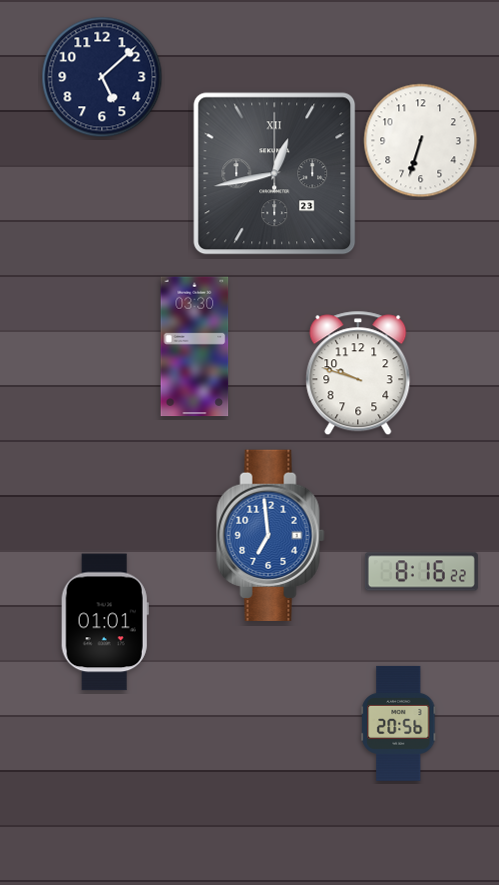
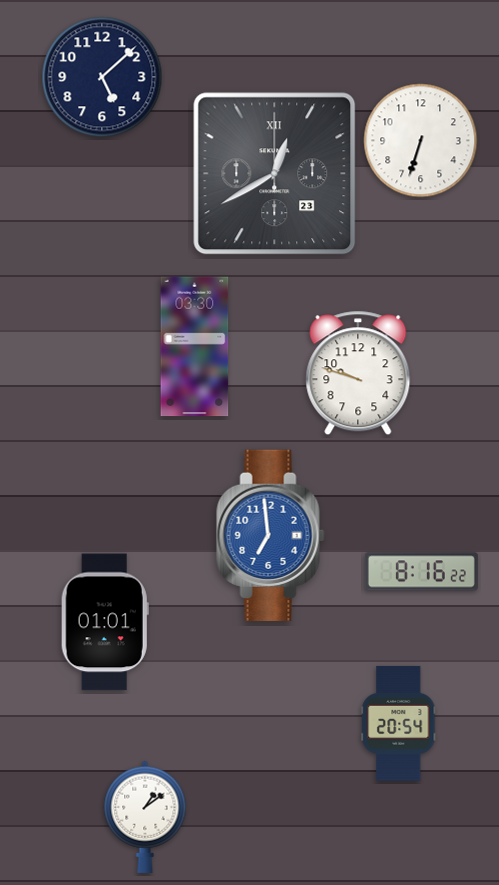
clock at (275, 174): 12:43 -> 12:40
clock at (399, 723): 20:56 -> 20:54
clock at (145, 817): none -> 1:09
